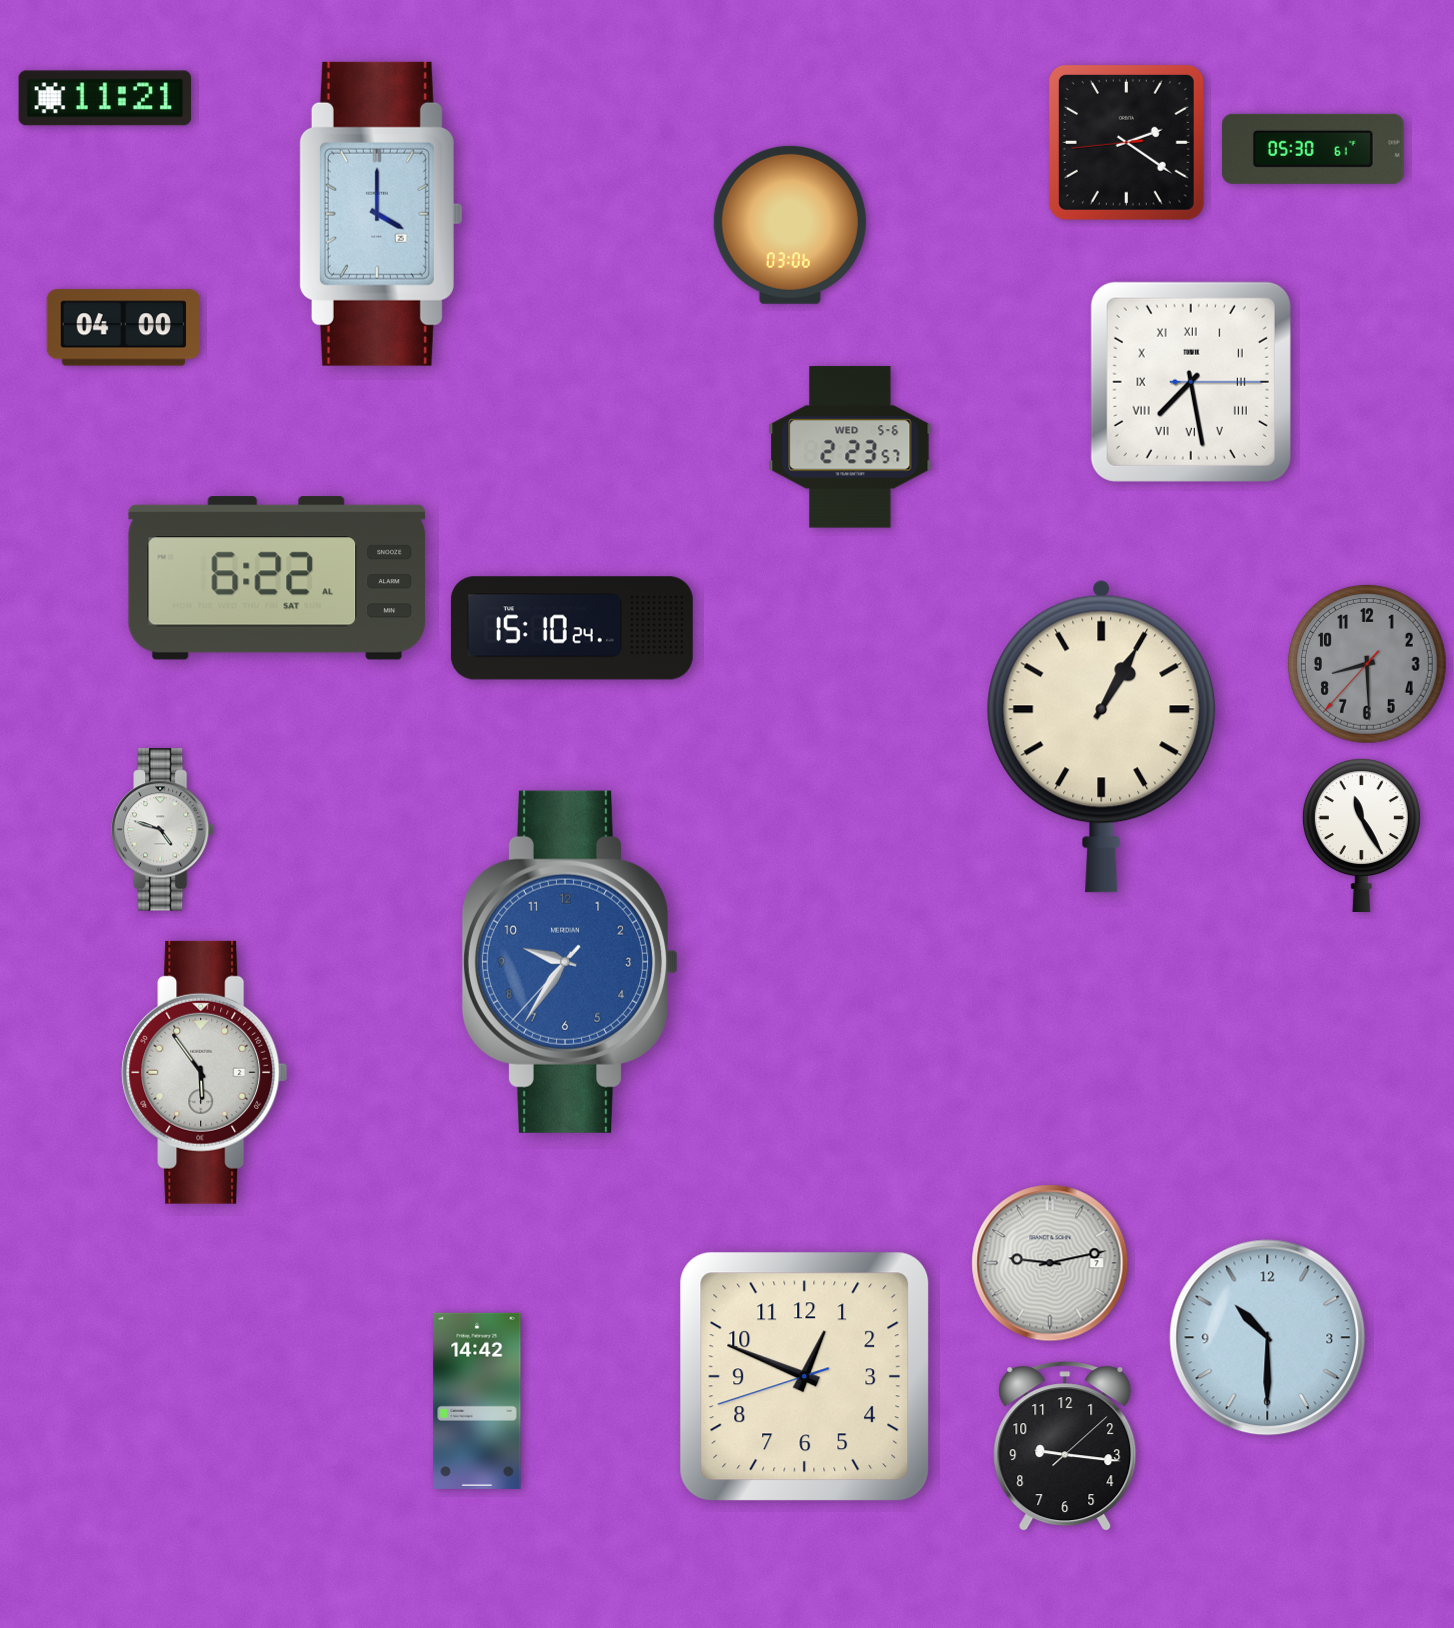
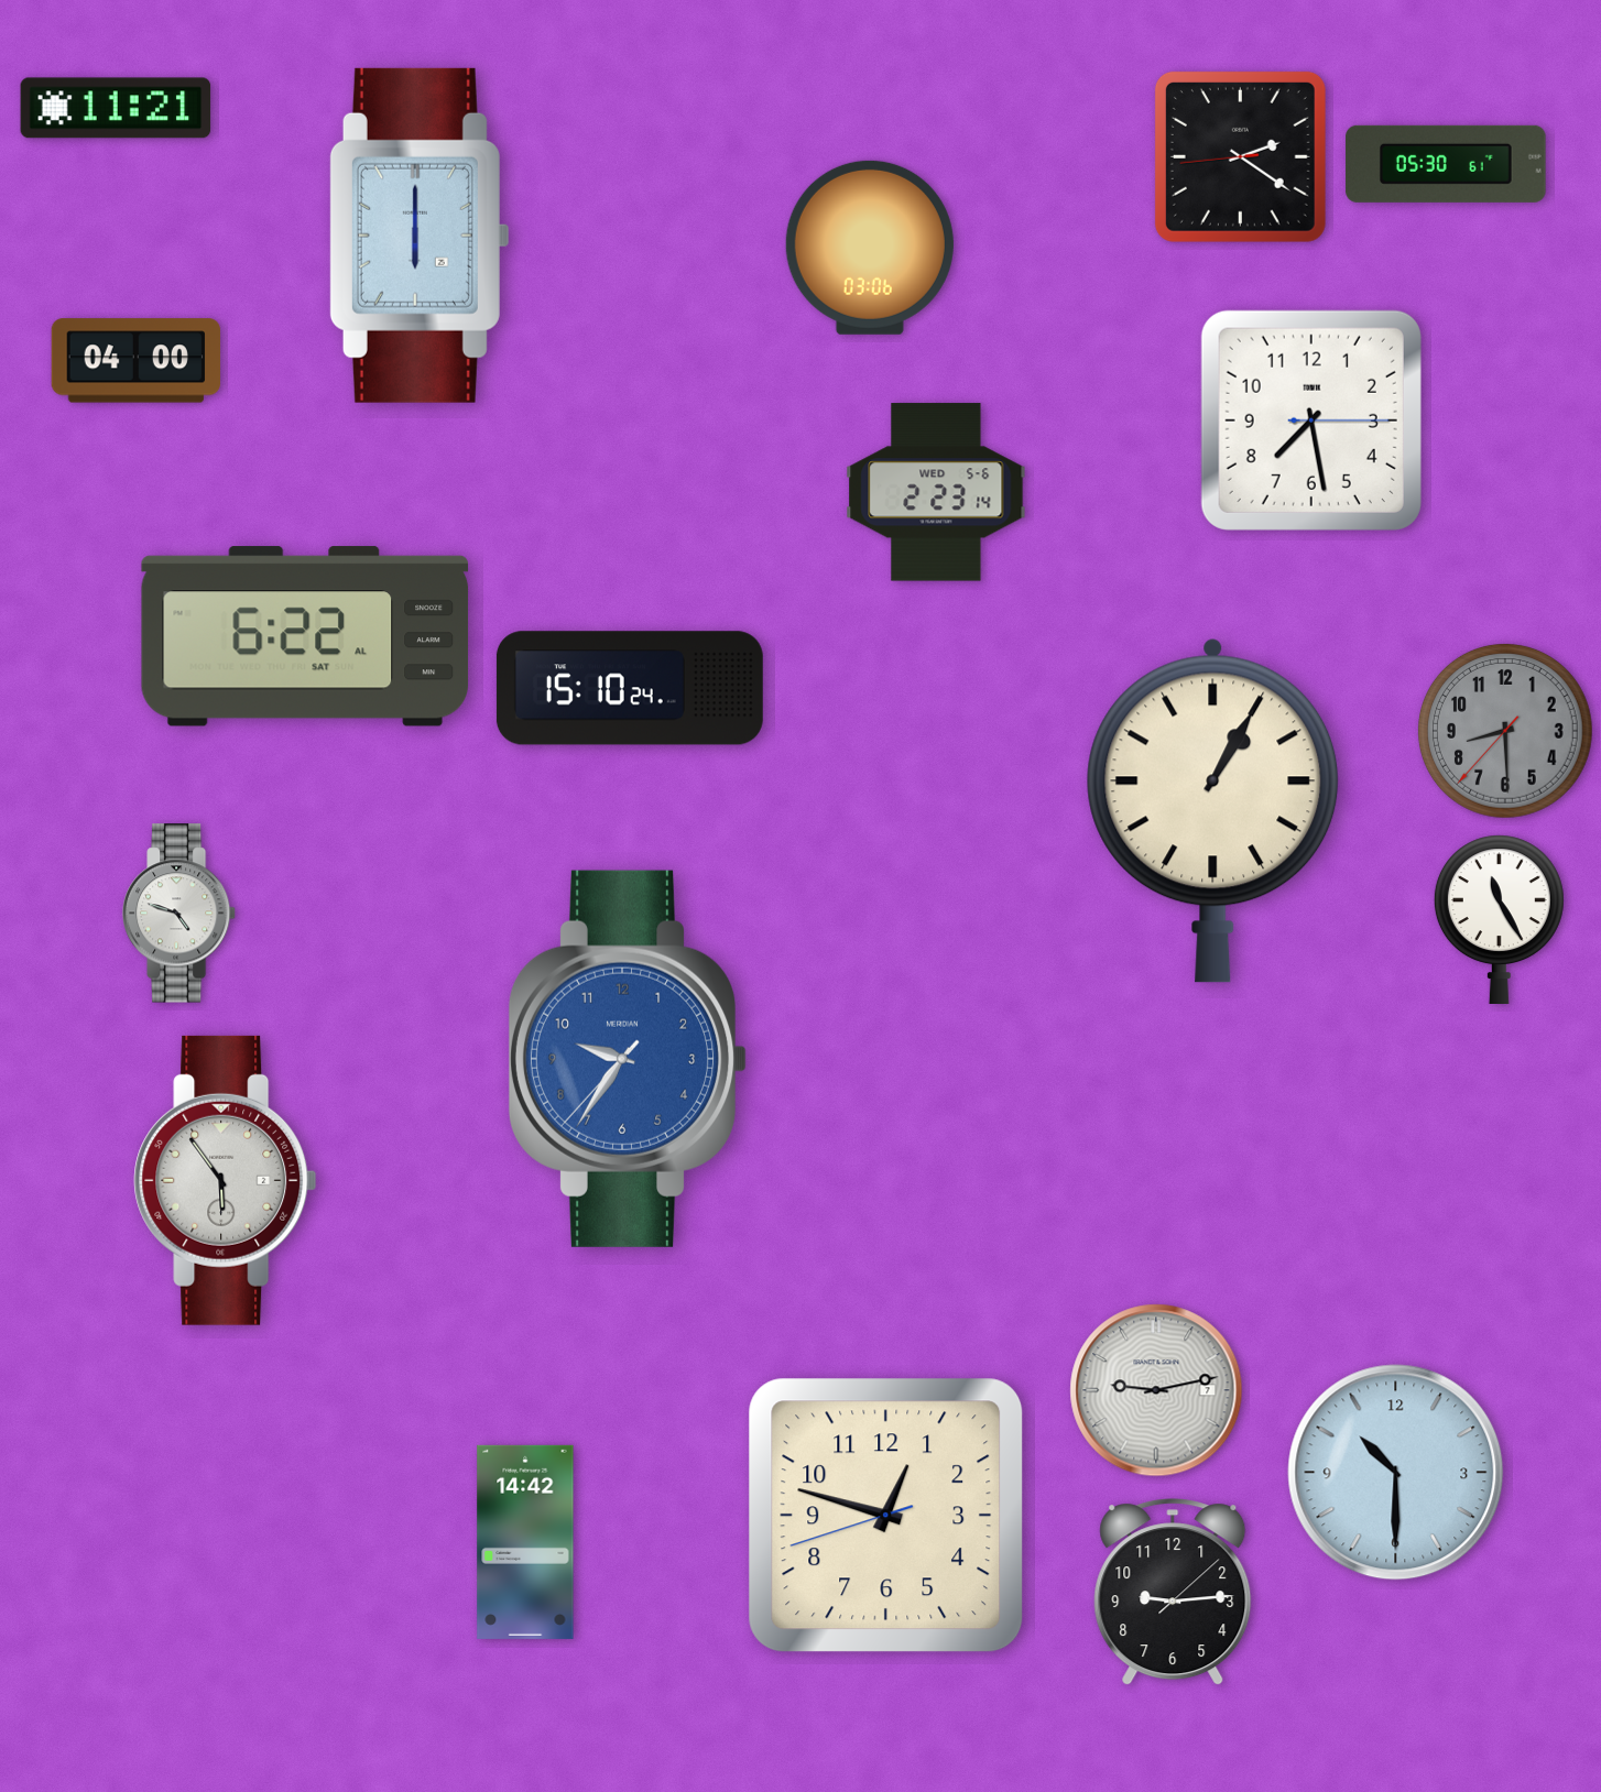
clock at (380, 214): 4:00 -> 6:00
clock at (1191, 382) numerals: Roman -> Arabic
clock at (850, 447): 2:23:57 -> 2:23:14
clock at (572, 628) position: (572, 628) -> (630, 688)
clock at (805, 1377): 12:48 -> 12:47
clock at (1065, 1447): 9:16 -> 9:14
